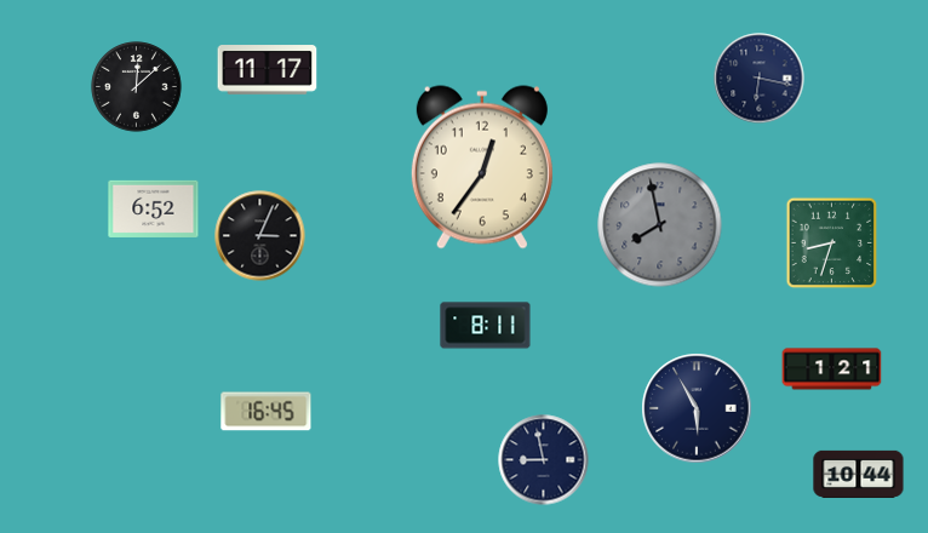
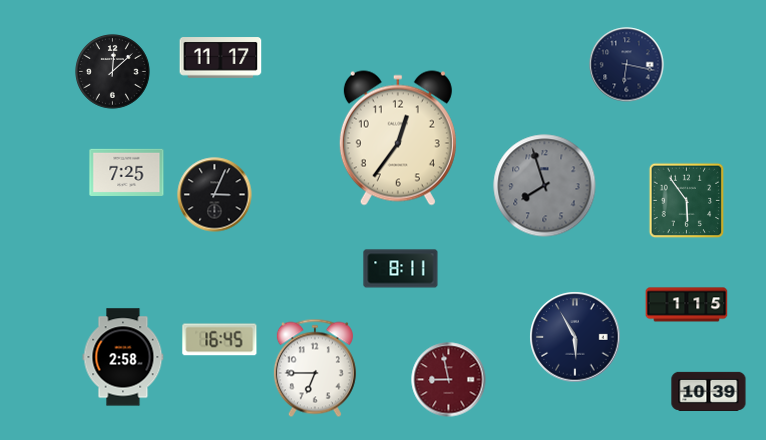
clock at (154, 208): 6:52 -> 7:25
clock at (660, 225): 7:58 -> 7:57
clock at (832, 243): 8:33 -> 5:54
clock at (832, 369): 1:21 -> 1:15
clock at (123, 357): none -> 2:58
clock at (315, 368): none -> 6:45
clock at (544, 460) dial: navy -> burgundy
clock at (859, 474): 10:44 -> 10:39
